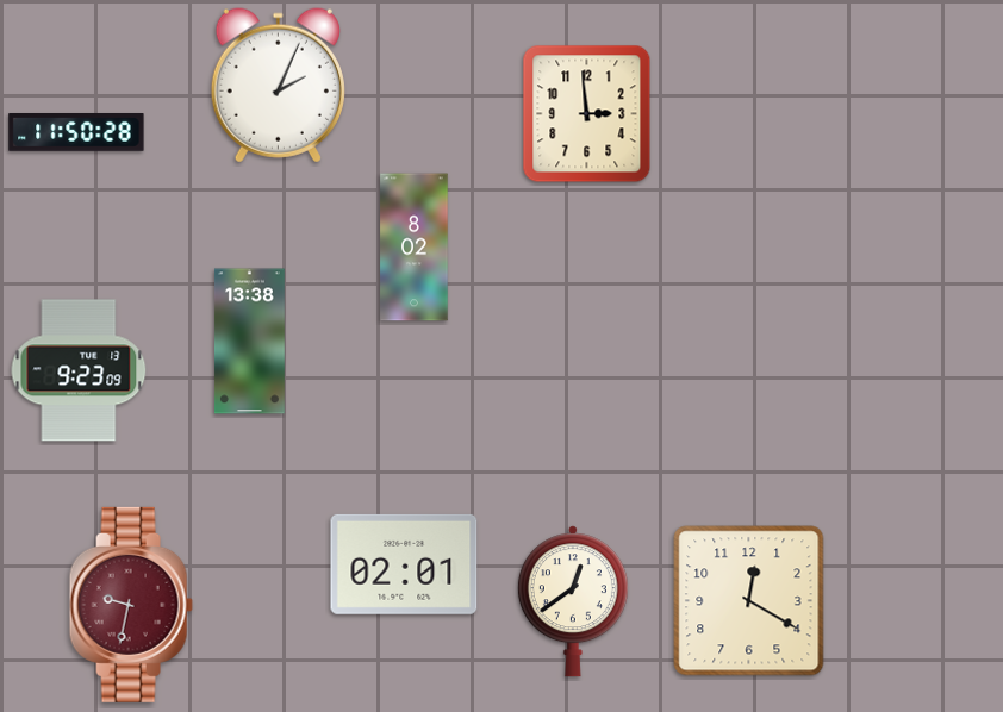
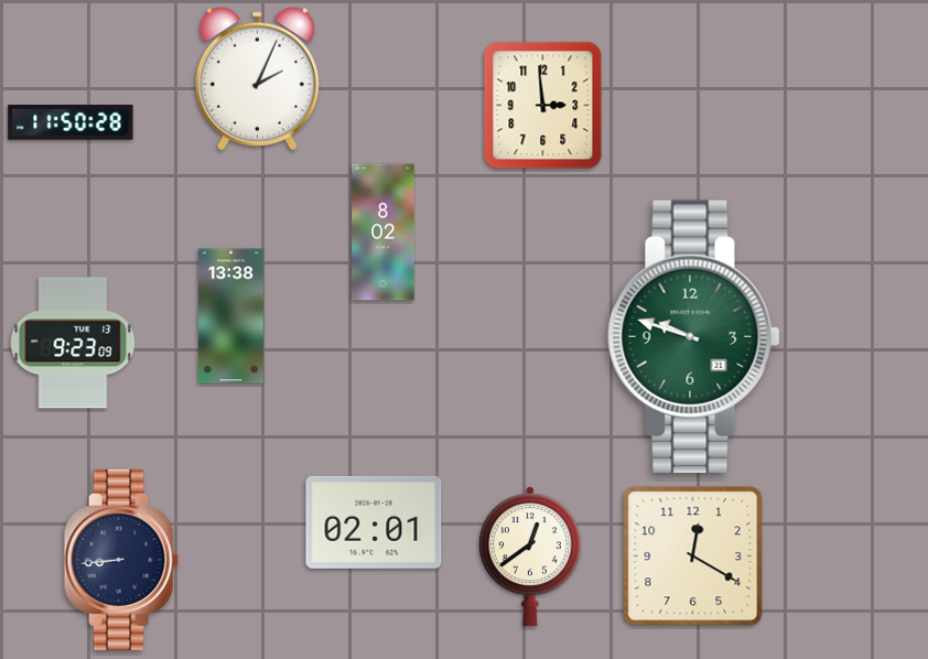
clock at (415, 248) position: (415, 248) -> (384, 233)
clock at (694, 336): none -> 9:48
clock at (131, 605): 9:32 -> 8:44
clock at (131, 605) dial: burgundy -> navy
